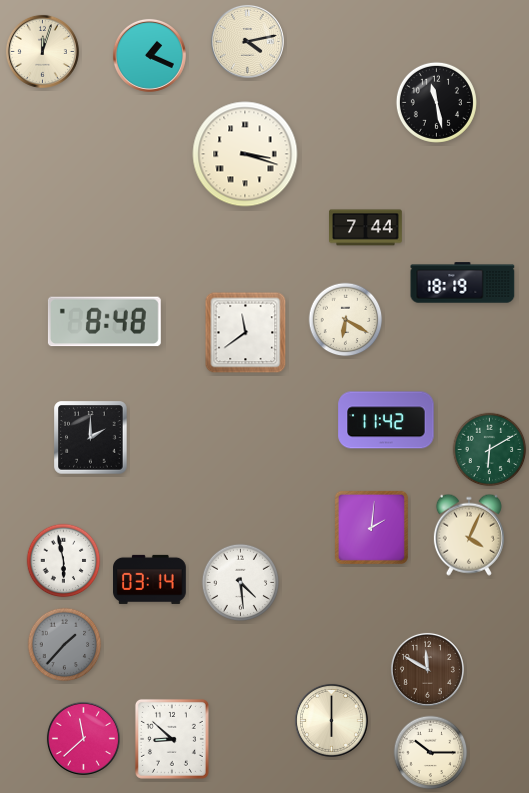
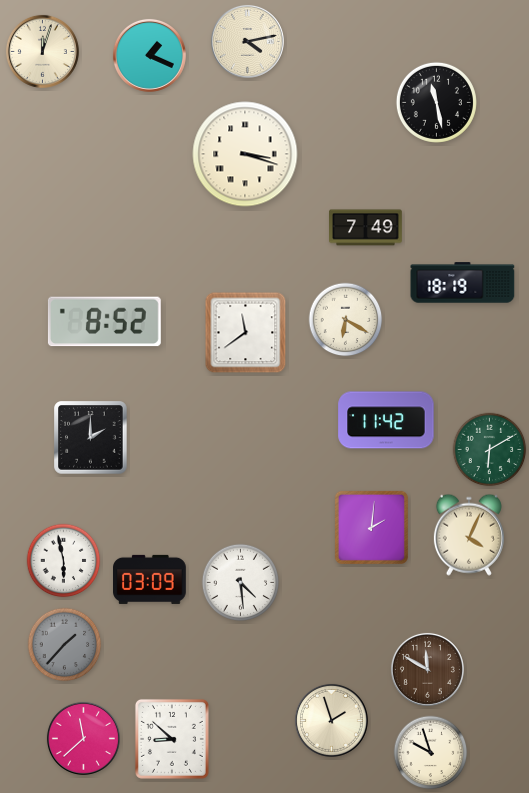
clock at (366, 228): 7:44 -> 7:49
clock at (104, 322): 8:48 -> 8:52
clock at (150, 579): 03:14 -> 03:09
clock at (331, 720): 6:00 -> 1:57
clock at (431, 753): 10:15 -> 9:57
